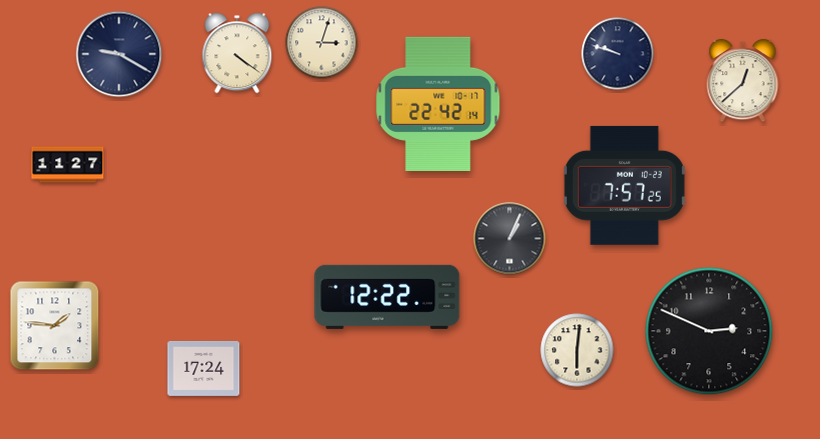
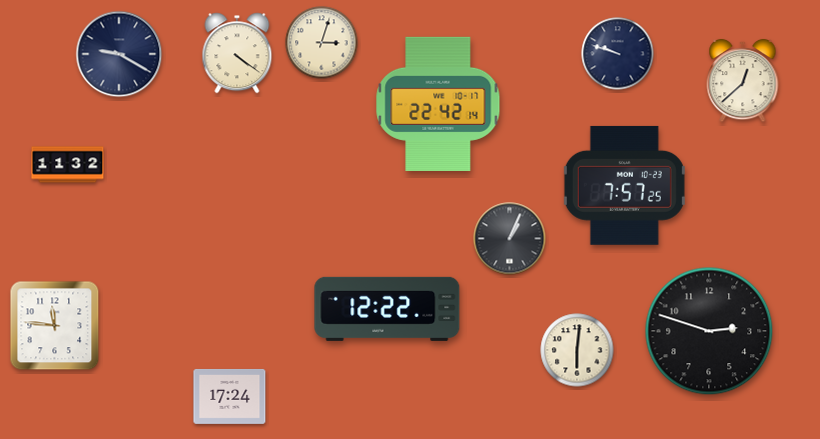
clock at (68, 165): 11:27 -> 11:32
clock at (387, 297) position: (387, 297) -> (387, 309)
clock at (55, 326): 1:46 -> 11:46
clock at (709, 331): 2:49 -> 2:48
clock at (204, 368) position: (204, 368) -> (230, 396)
